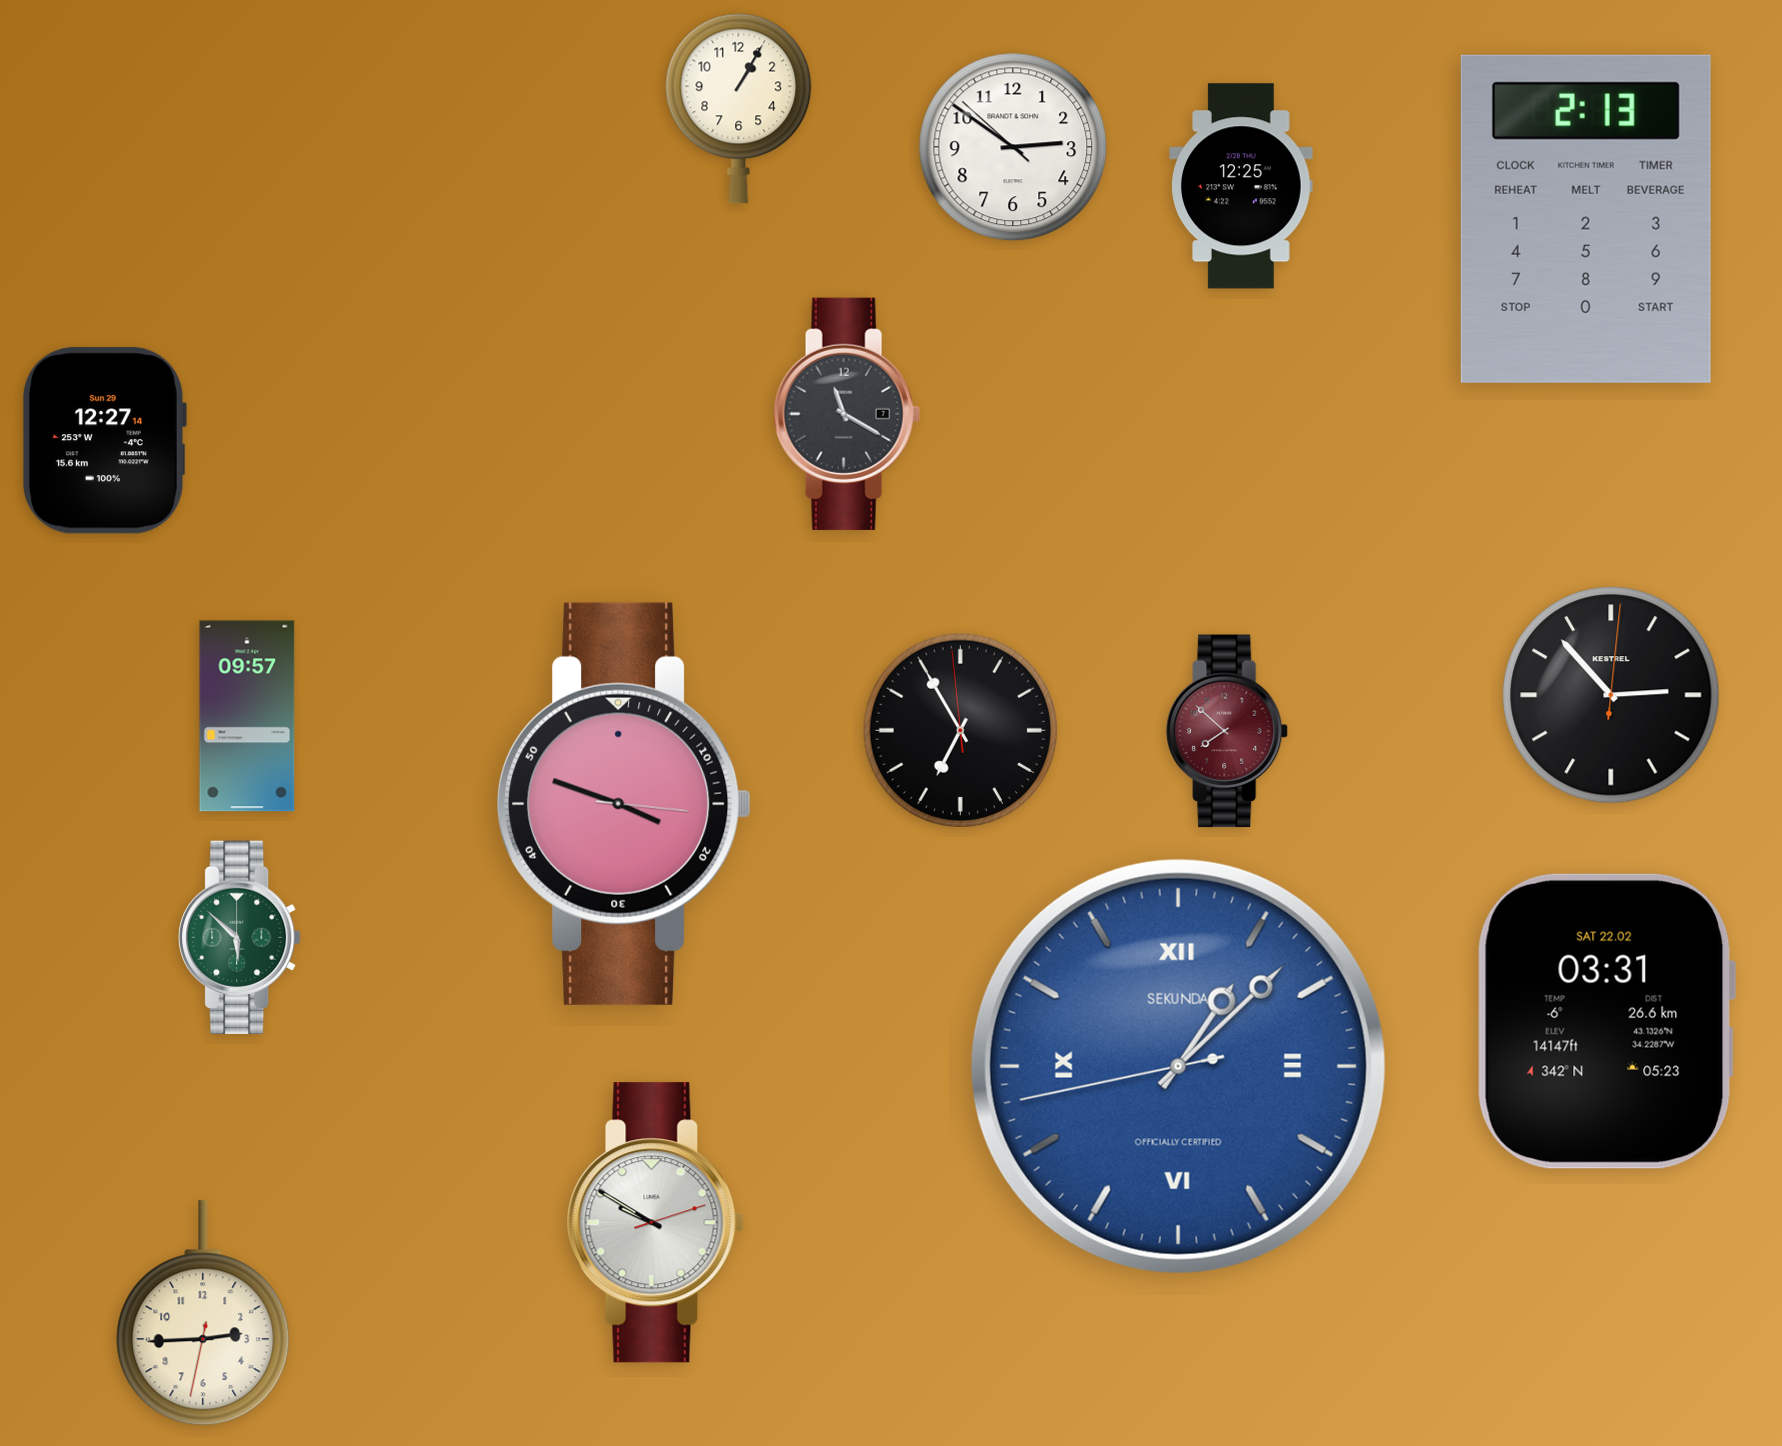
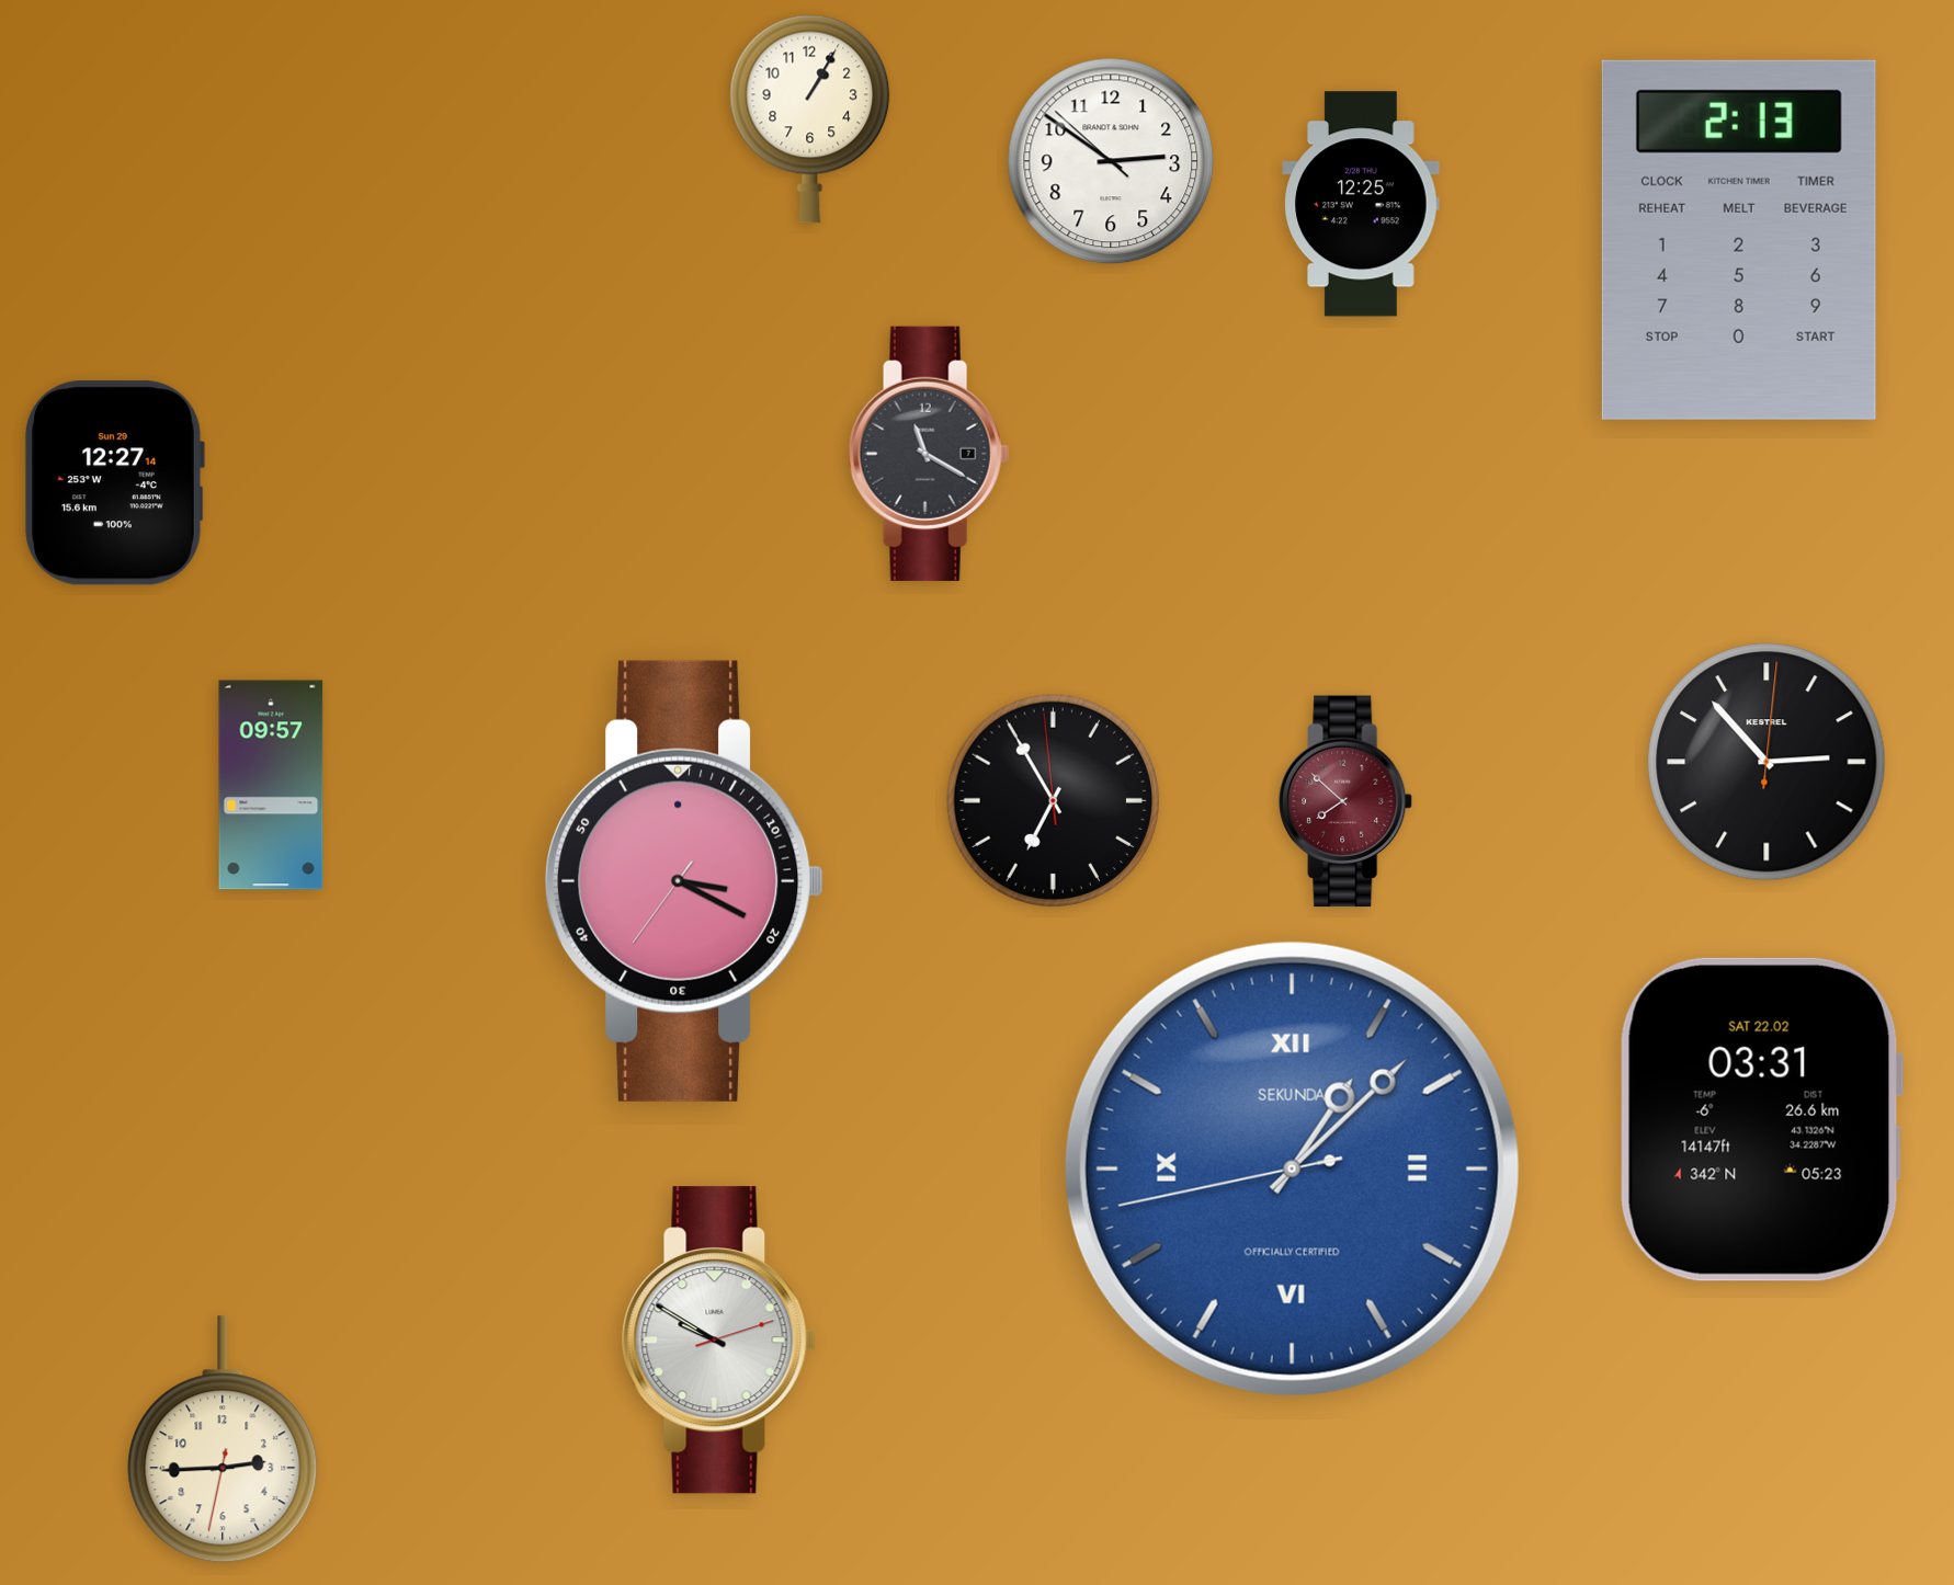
clock at (624, 804): 3:48 -> 3:19
clock at (240, 937): 5:52 -> none
